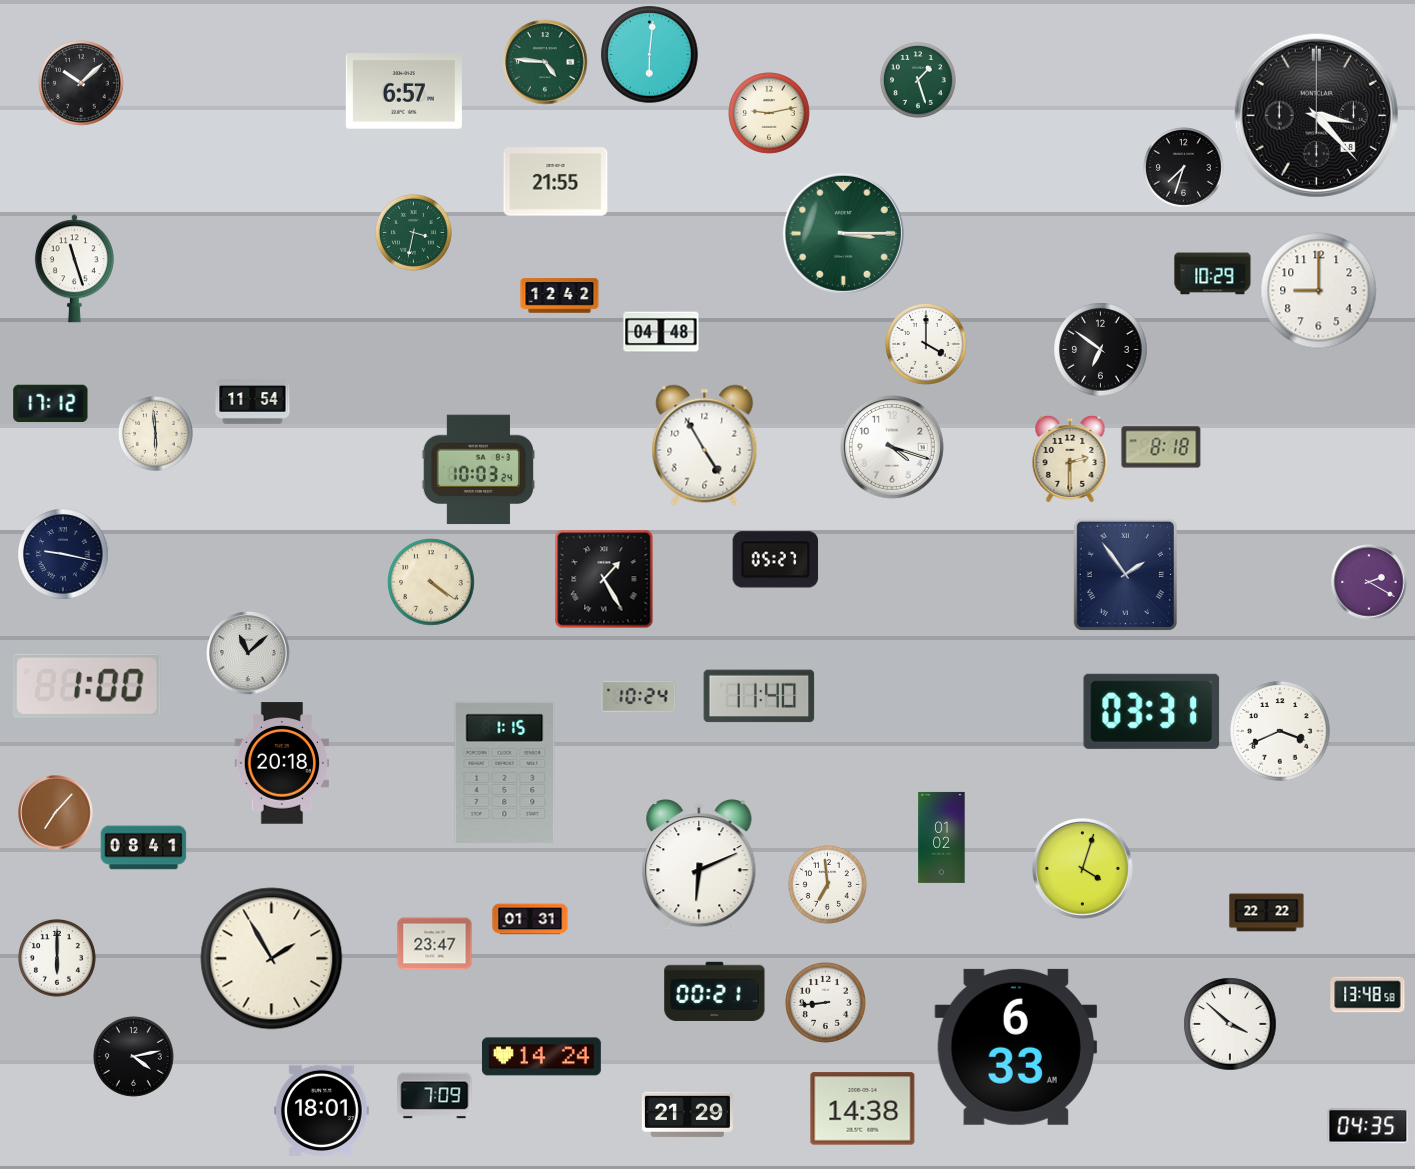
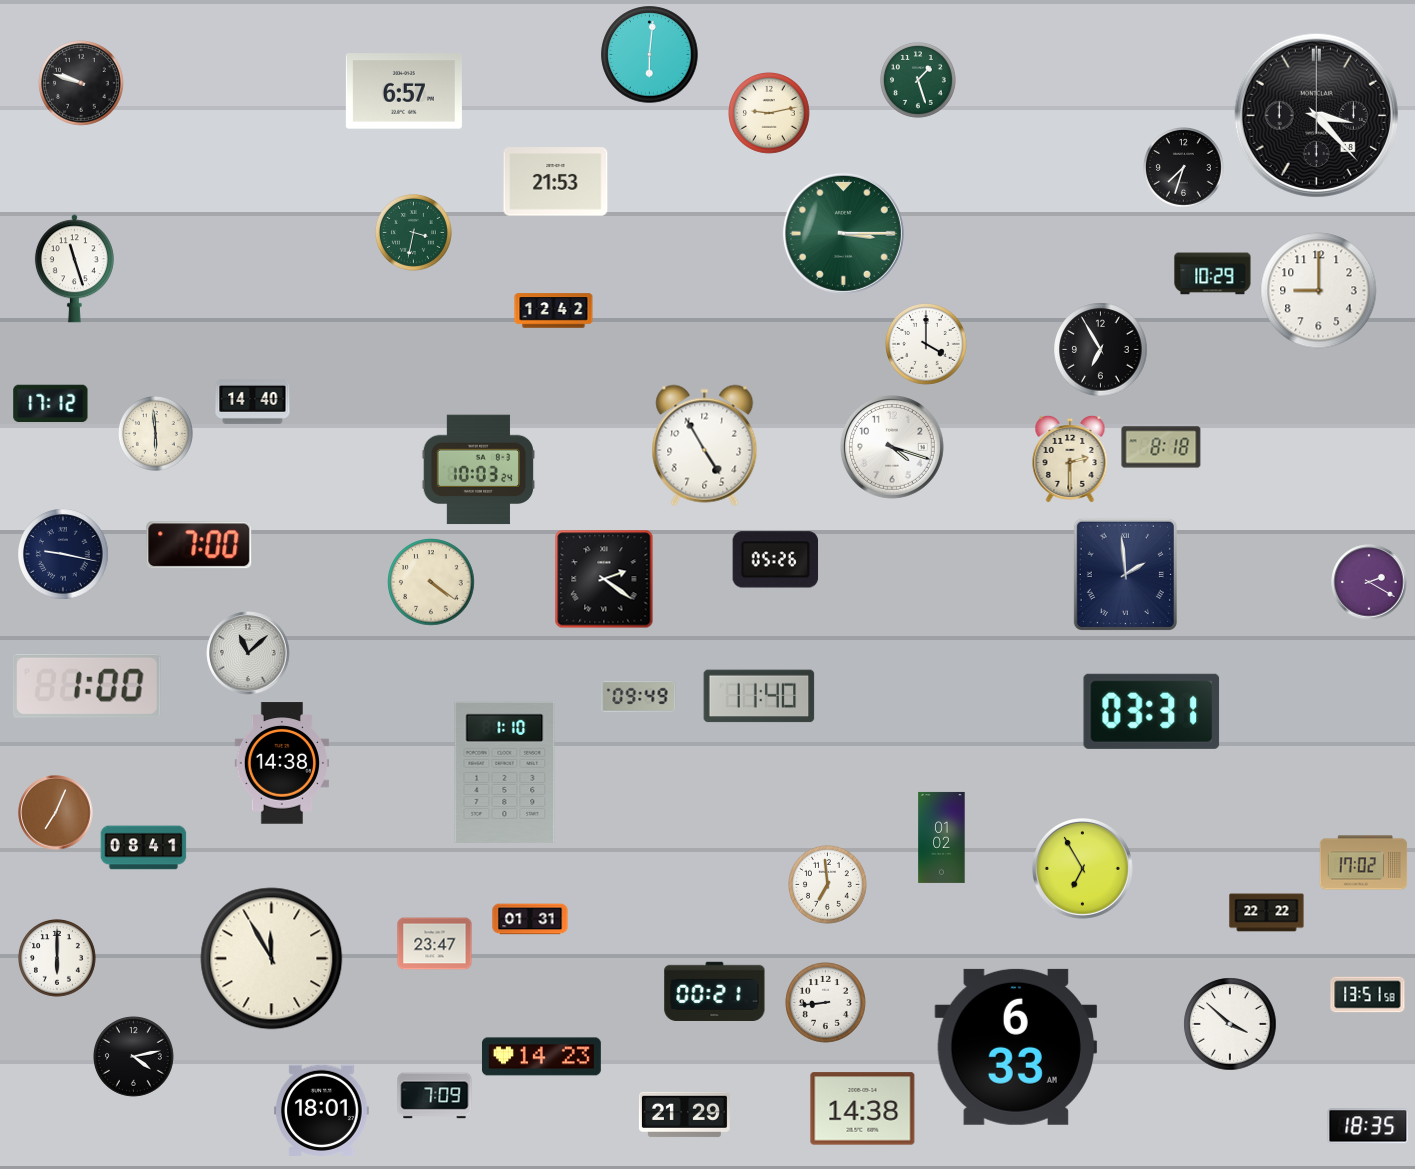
clock at (545, 62): 4:46 -> none
clock at (81, 83): 10:08 -> 9:48
clock at (556, 182): 21:55 -> 21:53
clock at (560, 296) position: (560, 296) -> (554, 311)
clock at (661, 332): 04:48 -> none
clock at (1101, 350): 6:51 -> 6:55
clock at (253, 401): 11:54 -> 14:40
clock at (199, 545): none -> 7:00
clock at (776, 560): 05:27 -> 05:26
clock at (1125, 574): 1:54 -> 1:59
clock at (604, 579): 1:25 -> 2:21
clock at (639, 697): 10:24 -> 09:49
clock at (1280, 731): 3:41 -> none
clock at (281, 763): 20:18 -> 14:38
clock at (505, 772): 1:15 -> 1:10
clock at (56, 813): 7:07 -> 7:04
clock at (1364, 863): none -> 17:02
clock at (699, 865): 6:11 -> none
clock at (1083, 869): 4:03 -> 6:55
clock at (272, 959): 1:55 -> 11:55
clock at (1368, 995): 13:48 -> 13:51
clock at (541, 1057): 14:24 -> 14:23
clock at (687, 1115) position: (687, 1115) -> (684, 1115)
clock at (1368, 1126): 04:35 -> 18:35
